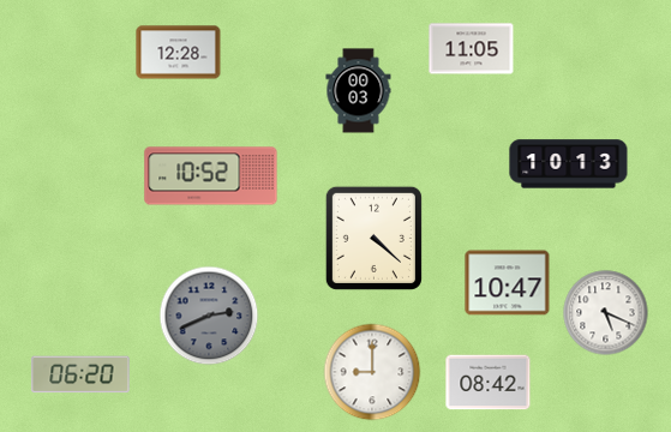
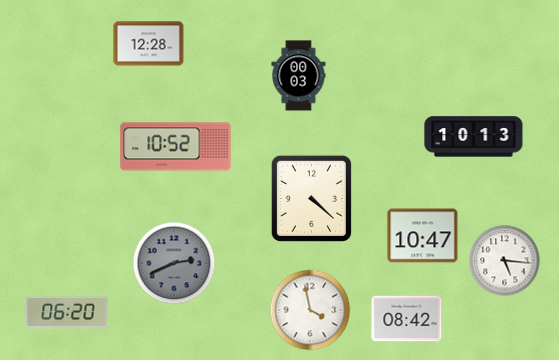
clock at (472, 49): 11:05 -> none
clock at (606, 313): 5:19 -> 5:16
clock at (372, 372): 9:00 -> 3:58
